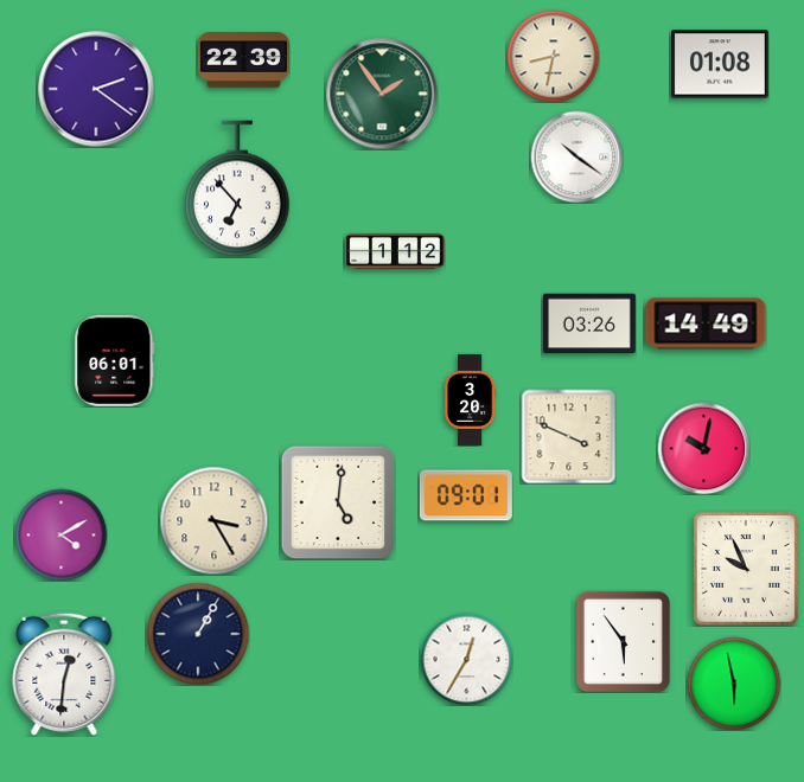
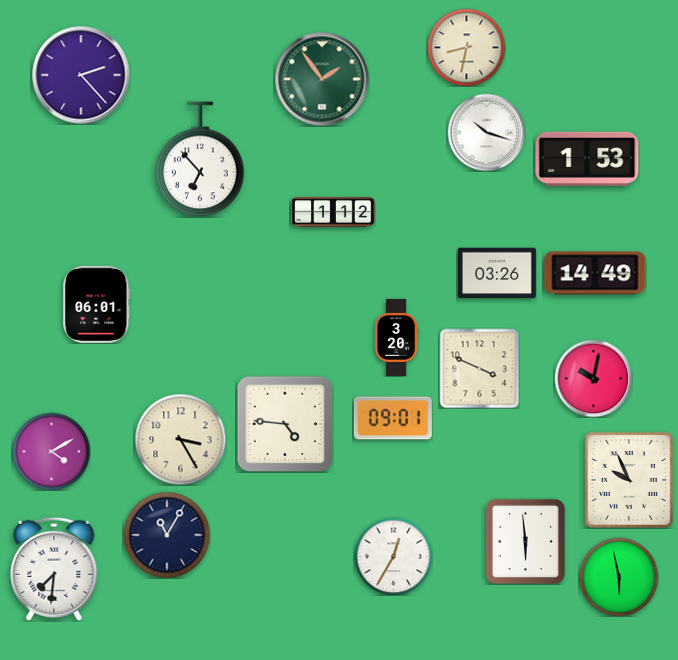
clock at (243, 60): 22:39 -> none
clock at (721, 64): 01:08 -> none
clock at (96, 89): 2:21 -> 2:23
clock at (576, 156): 10:21 -> 10:18
clock at (587, 159): none -> 1:53
clock at (338, 502): 5:01 -> 4:46
clock at (198, 634): 1:05 -> 11:05
clock at (623, 641): 5:54 -> 5:59
clock at (64, 674): 12:31 -> 7:31
